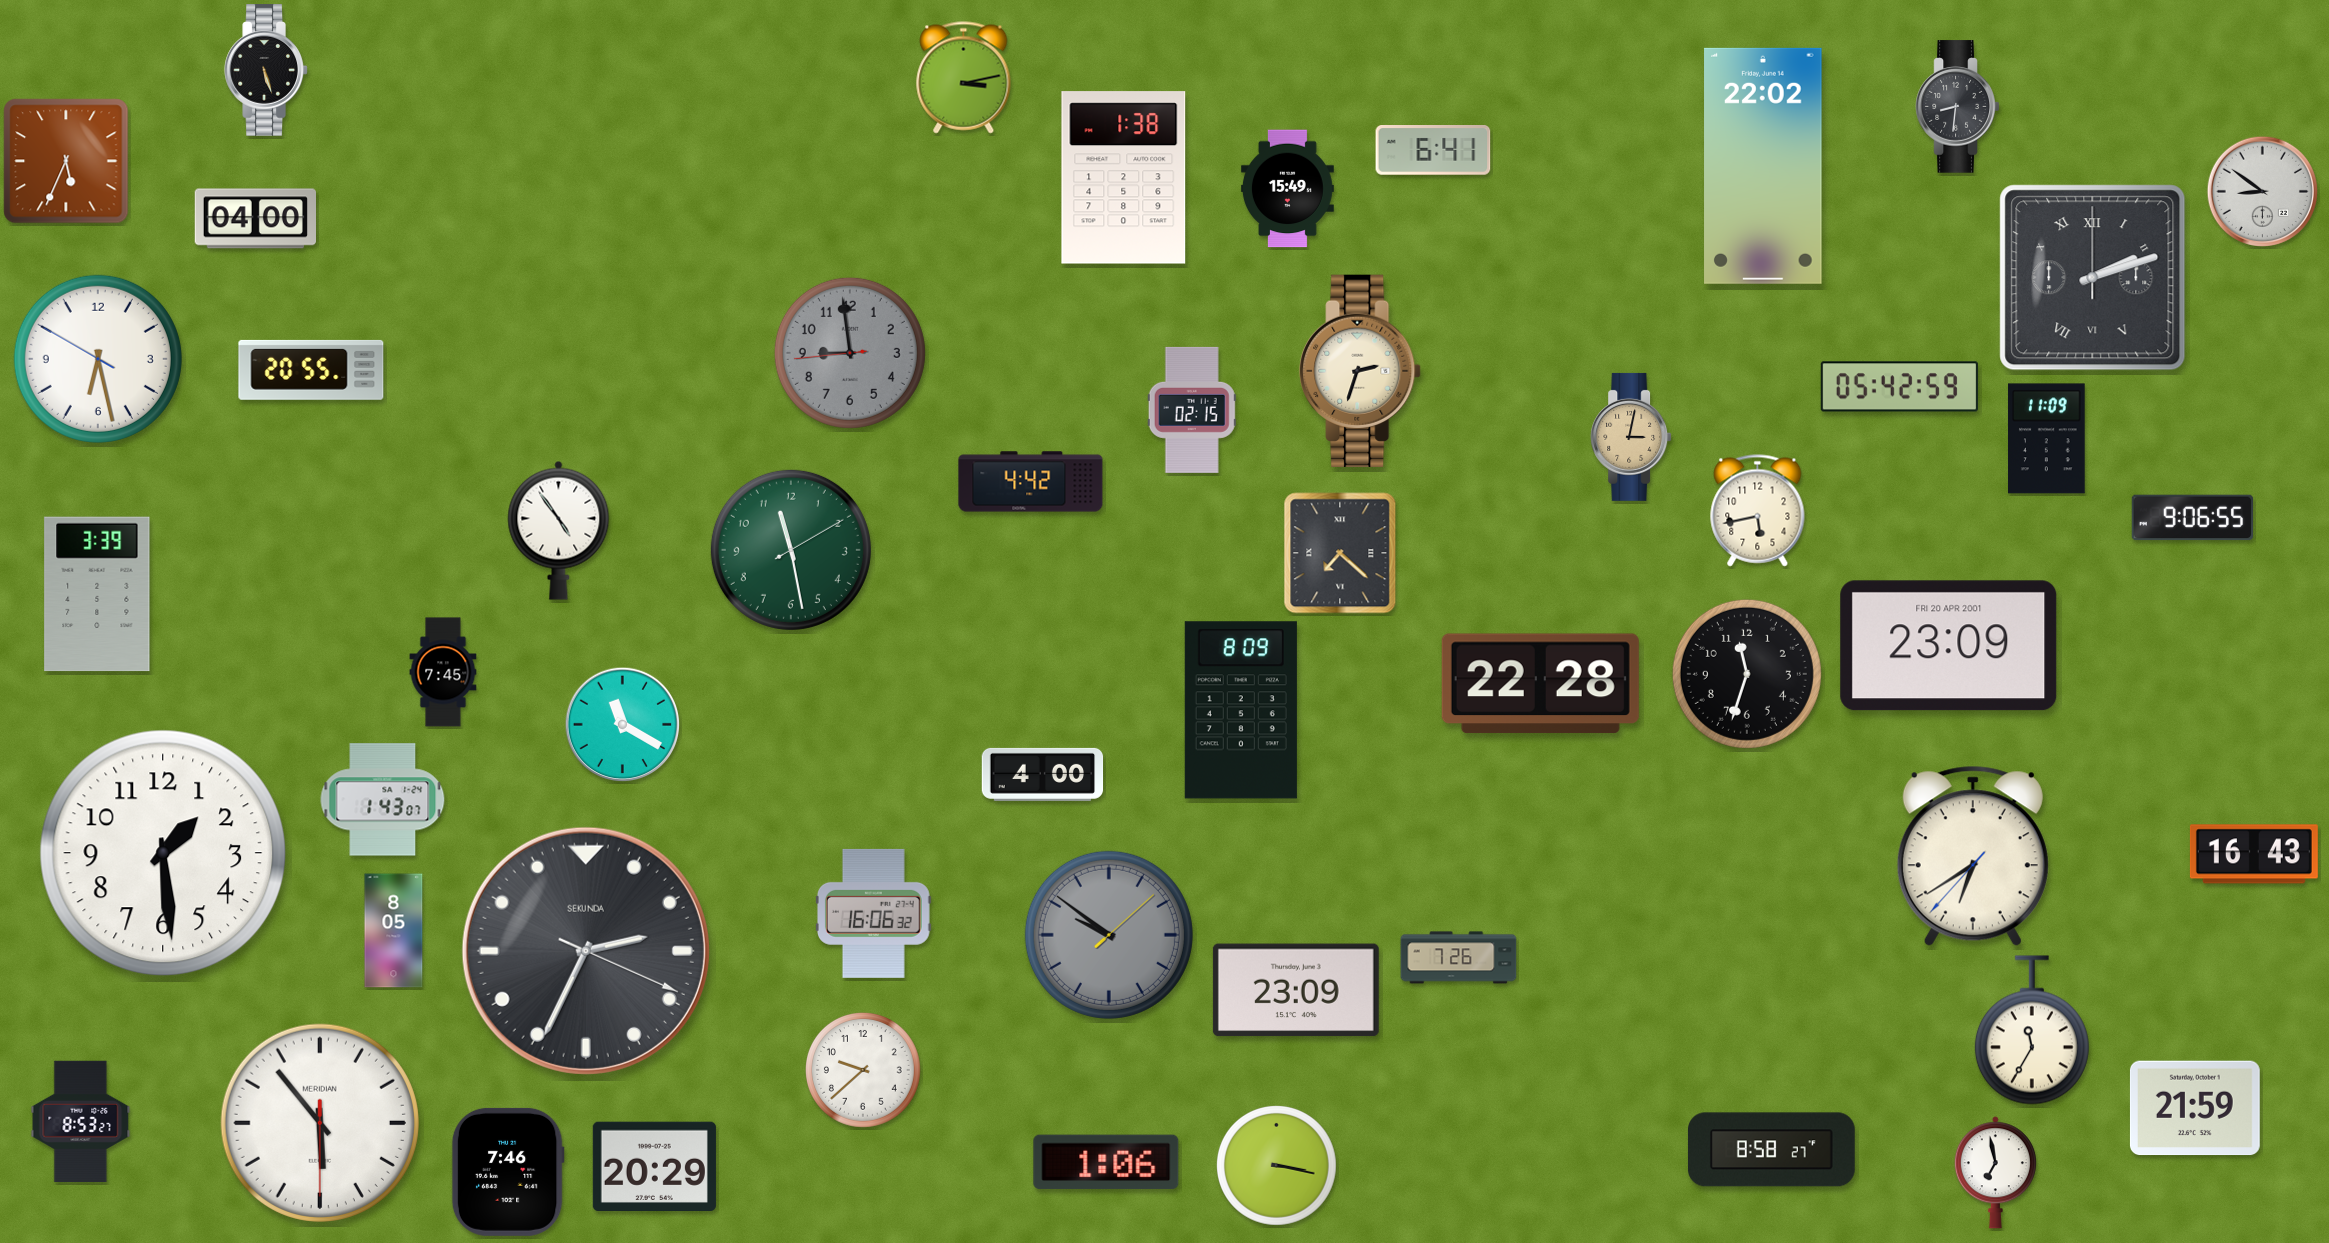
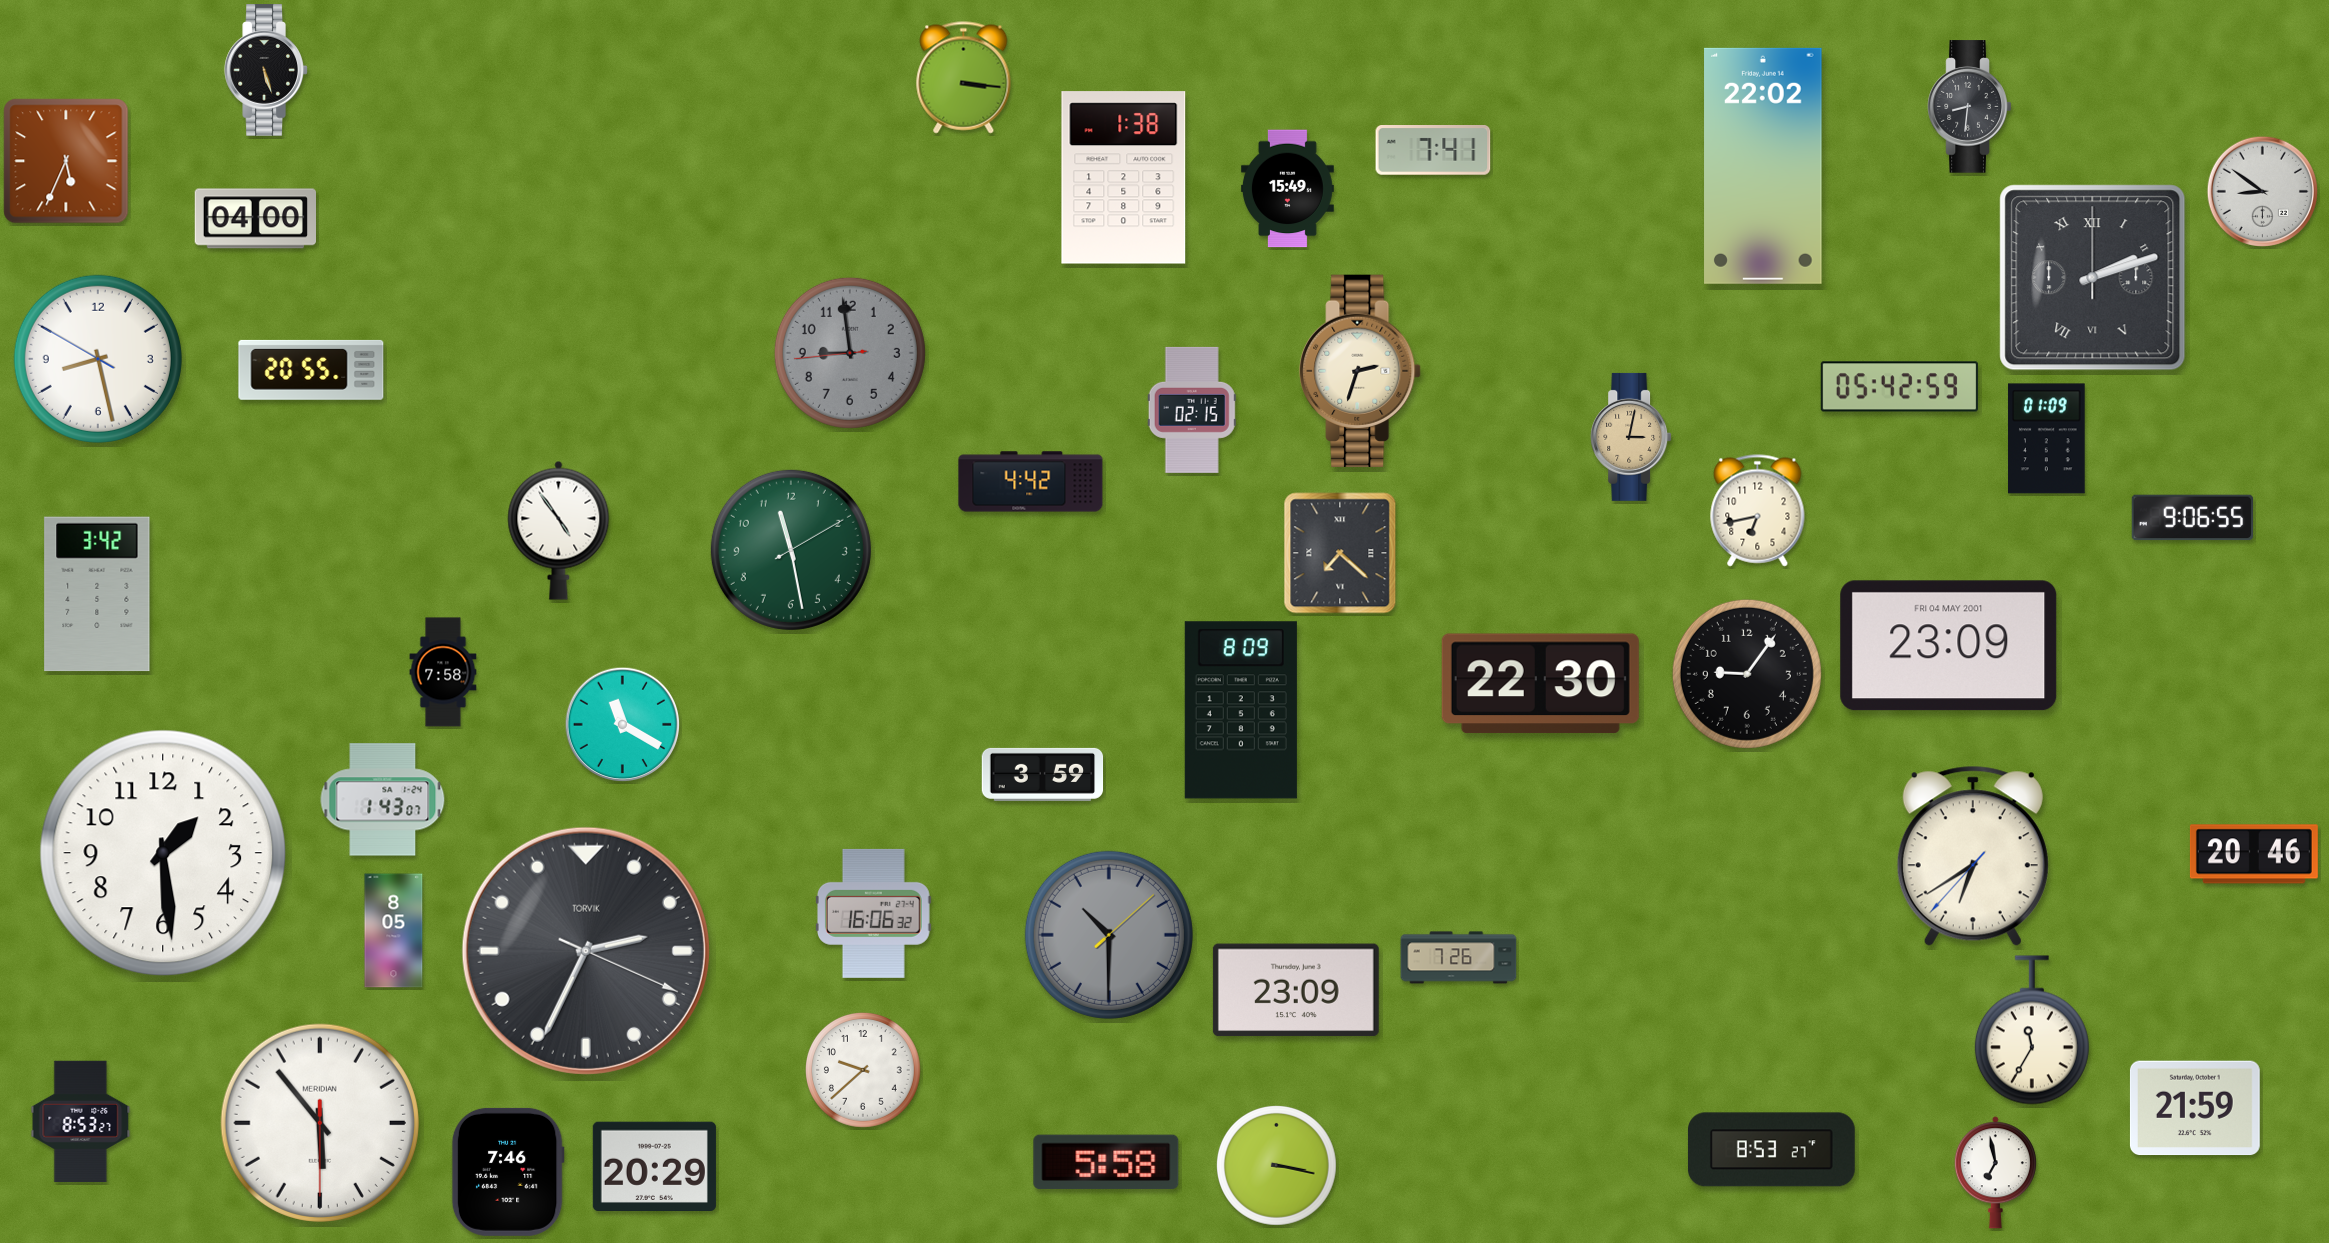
clock at (964, 78): 3:13 -> 3:16
clock at (1958, 107) position: (1958, 107) -> (1970, 107)
clock at (1433, 150): 6:41 -> 7:41
clock at (98, 359): 6:27 -> 8:27
clock at (2047, 439): 11:09 -> 01:09
clock at (1758, 511): 5:43 -> 6:43
clock at (97, 594): 3:39 -> 3:42
clock at (1949, 646) date: FRI 20 APR 2001 -> FRI 04 MAY 2001
clock at (443, 672): 7:45 -> 7:58
clock at (1747, 674): 11:33 -> 9:06
clock at (1540, 683): 22:28 -> 22:30
clock at (1043, 774): 4:00 -> 3:59
clock at (2254, 854): 16:43 -> 20:46
clock at (1109, 935): 9:51 -> 10:30
clock at (586, 951) brand: SEKUNDA -> TORVIK
clock at (1771, 1150): 8:58 -> 8:53
clock at (1106, 1162): 1:06 -> 5:58
